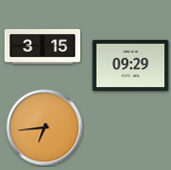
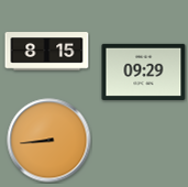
clock at (43, 47): 3:15 -> 8:15
clock at (45, 128): 6:44 -> 8:44
